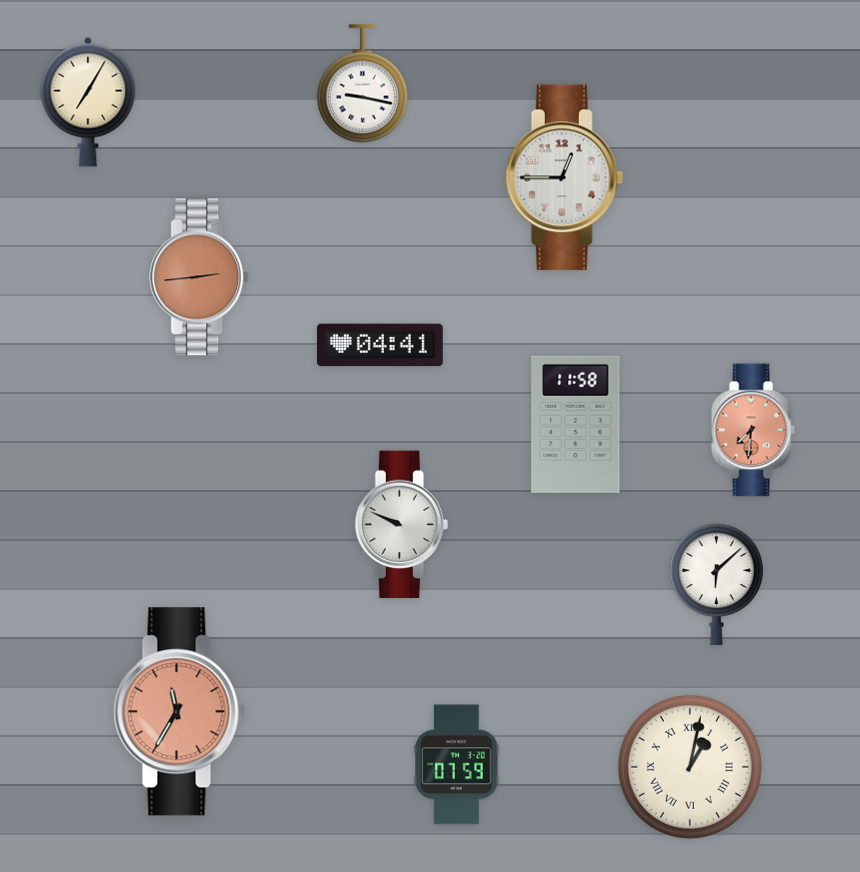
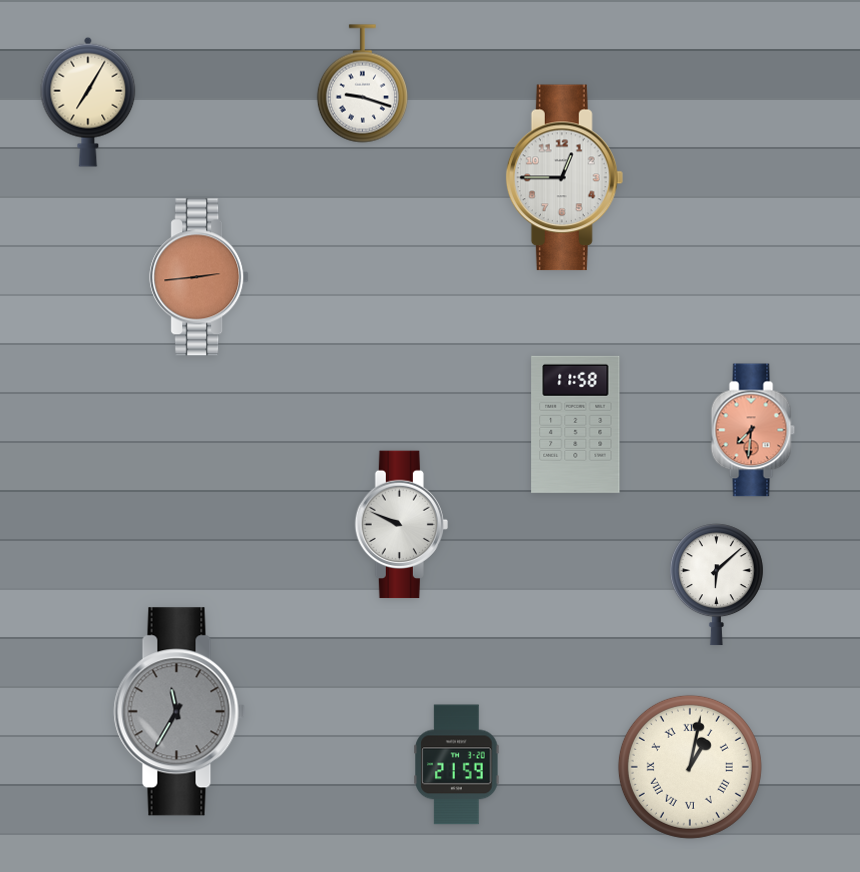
clock at (362, 84): 9:17 -> 9:18
clock at (381, 345): 04:41 -> none
clock at (180, 712) dial: salmon -> grey
clock at (457, 765): 07:59 -> 21:59
